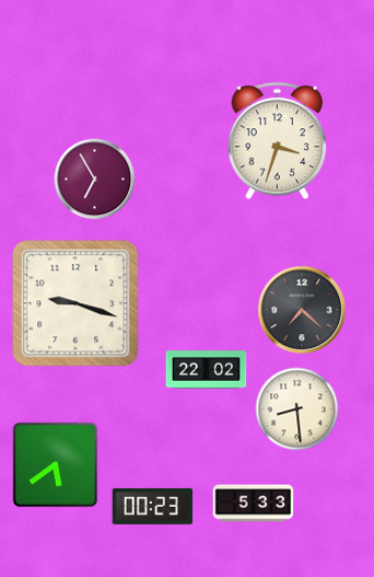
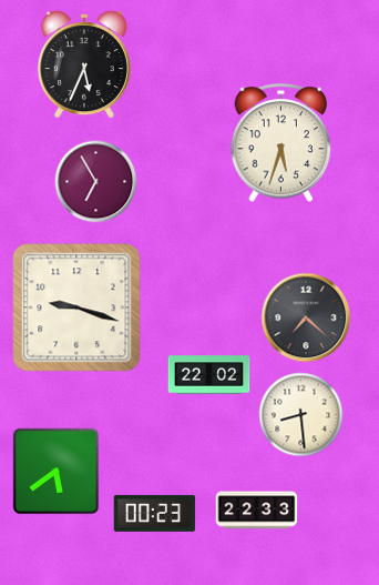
clock at (84, 64): none -> 5:34
clock at (278, 141): 3:33 -> 5:33
clock at (302, 310) position: (302, 310) -> (306, 317)
clock at (254, 504): 5:33 -> 22:33
